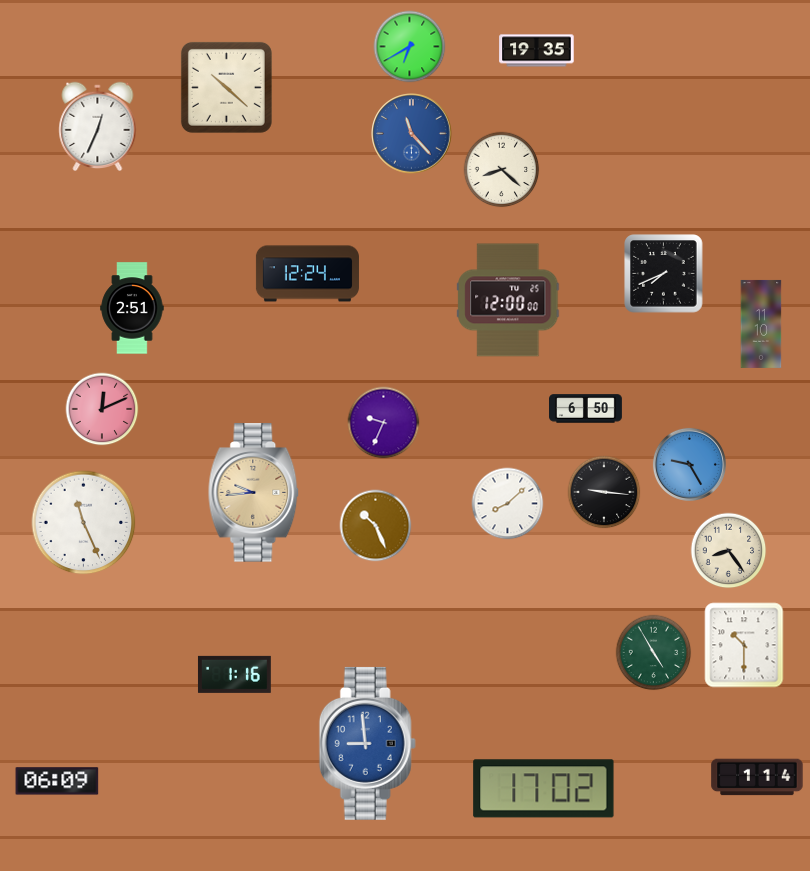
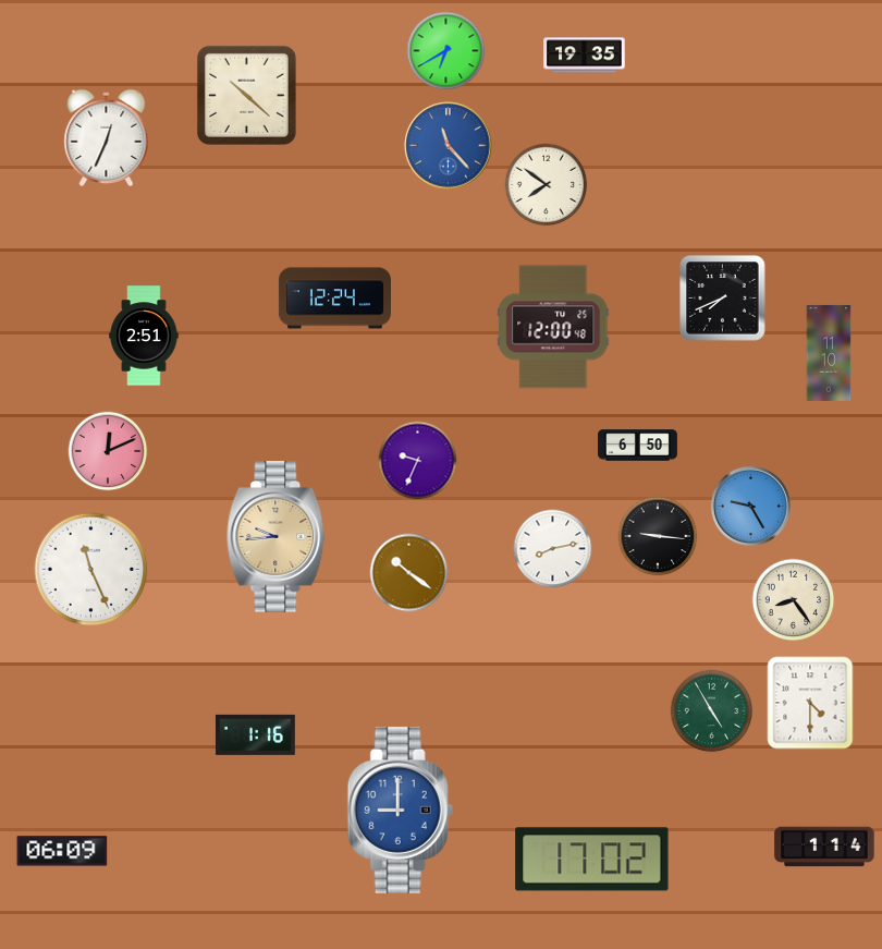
clock at (502, 170): 8:22 -> 7:51
clock at (508, 300): 12:00:00 -> 12:00:48
clock at (102, 409) position: (102, 409) -> (108, 451)
clock at (508, 504): 8:08 -> 8:13
clock at (376, 526): 10:26 -> 10:21
clock at (744, 645): 10:30 -> 4:30
clock at (367, 743): 8:59 -> 9:00
